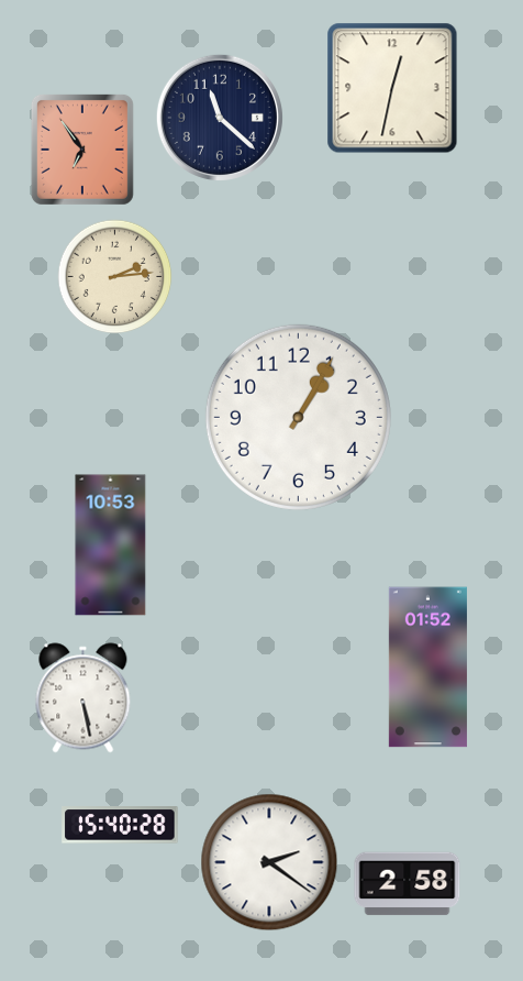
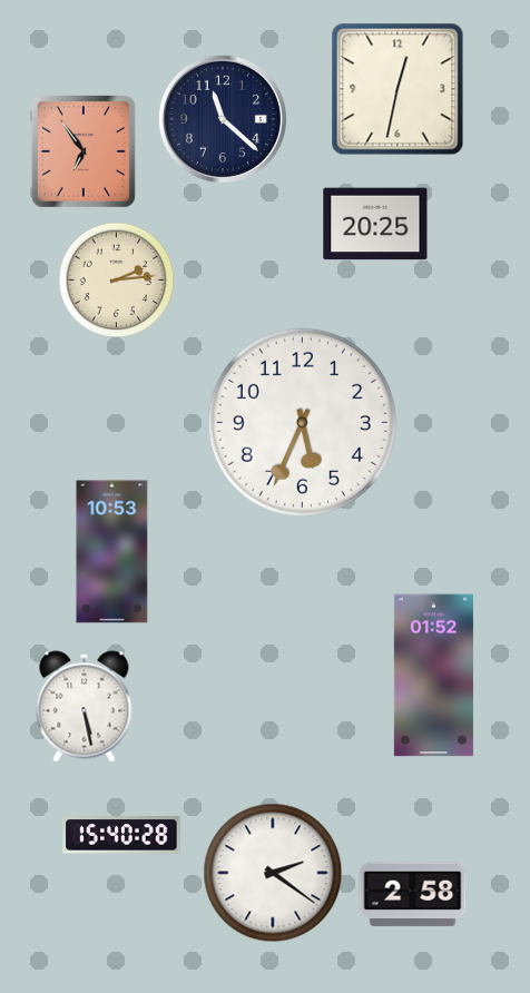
clock at (375, 224): none -> 20:25
clock at (298, 417): 1:05 -> 5:34
